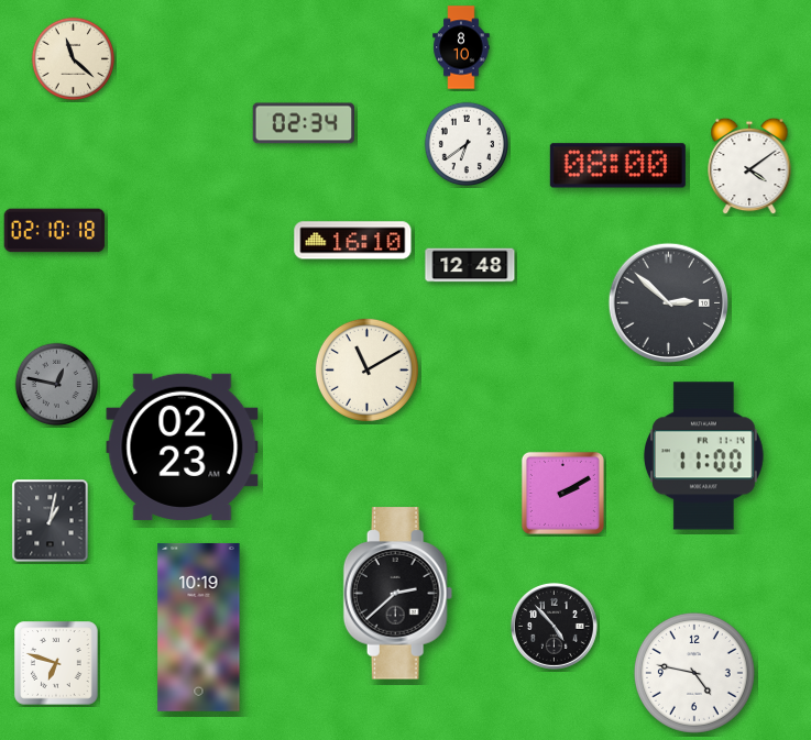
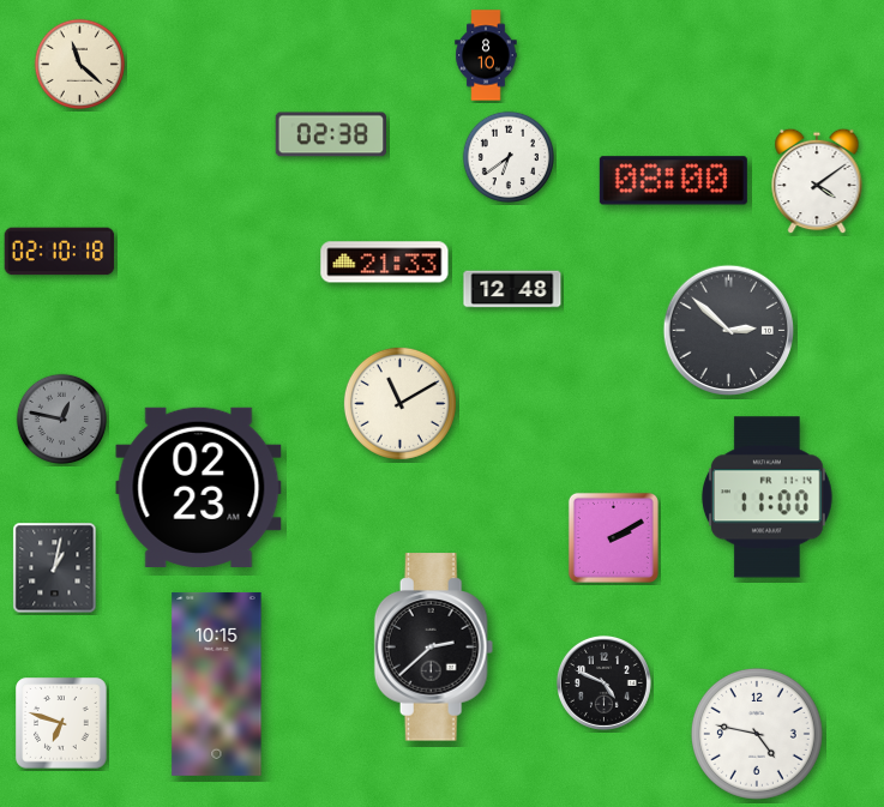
clock at (461, 47) position: (461, 47) -> (486, 55)
clock at (304, 123): 02:34 -> 02:38
clock at (353, 241): 16:10 -> 21:33
clock at (554, 626): 4:53 -> 4:49
clock at (199, 627): 10:19 -> 10:15
